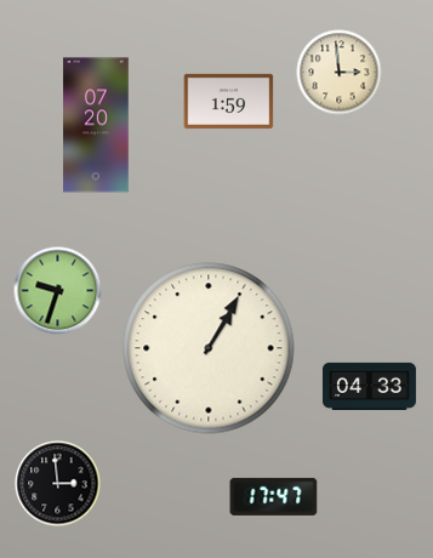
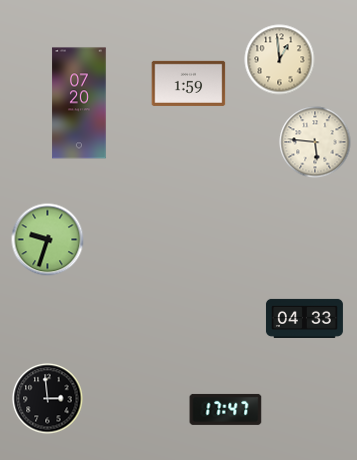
clock at (340, 73): 2:59 -> 12:59
clock at (315, 142): none -> 5:46
clock at (209, 348): 1:05 -> none
